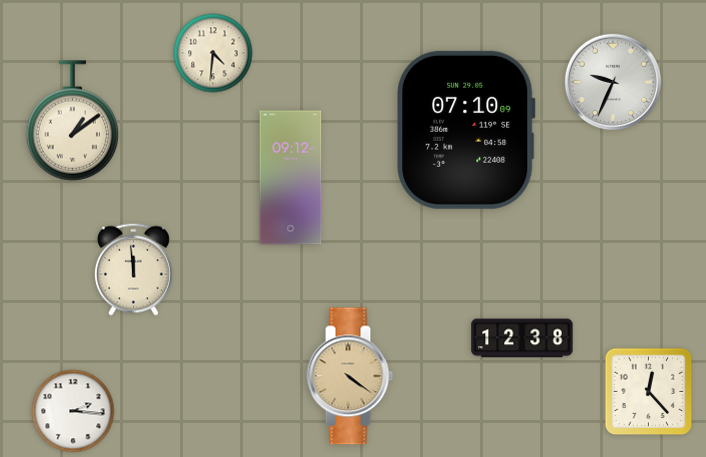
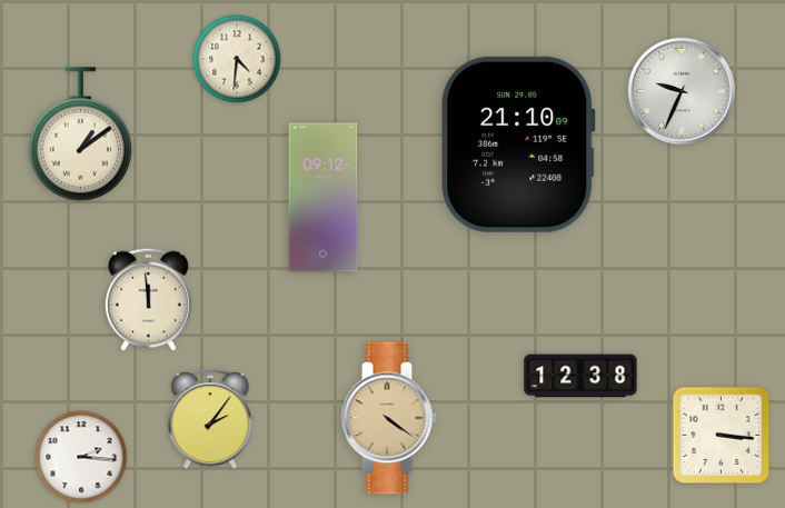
clock at (467, 130): 07:10 -> 21:10
clock at (210, 420): none -> 2:06
clock at (649, 392): 12:23 -> 3:16
